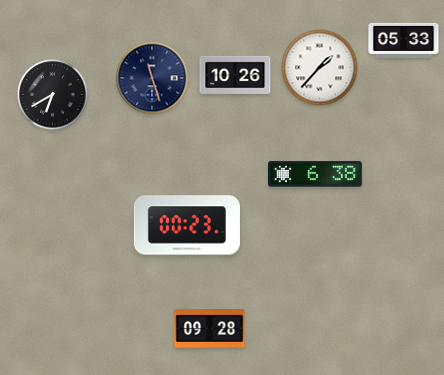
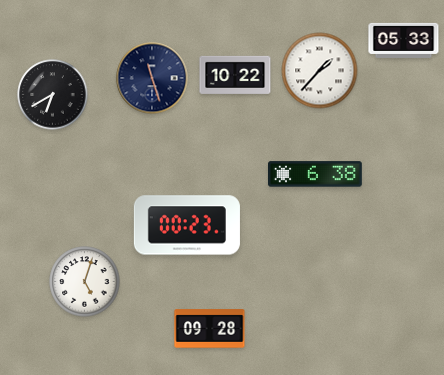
clock at (320, 68) position: (320, 68) -> (320, 71)
clock at (235, 75): 10:26 -> 10:22
clock at (85, 282): none -> 5:03
